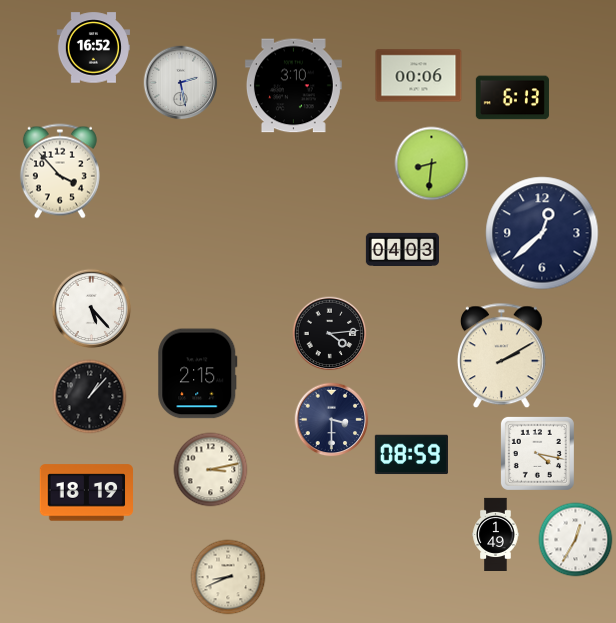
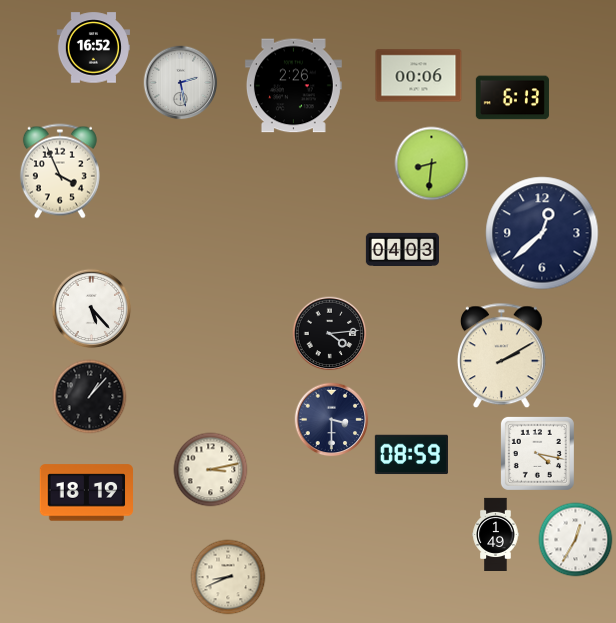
clock at (293, 86): 3:10 -> 2:26
clock at (60, 171): 3:53 -> 3:56
clock at (198, 374): 2:15 -> none
